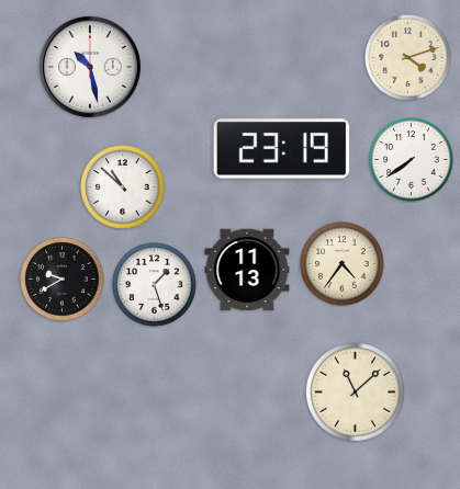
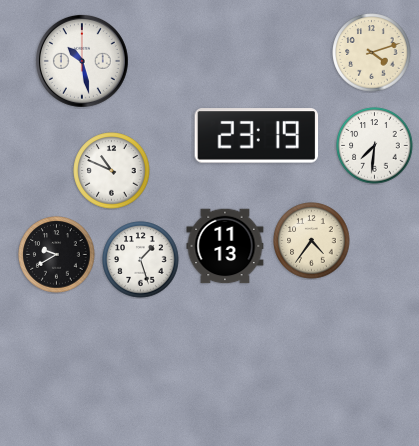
clock at (412, 160): 7:39 -> 7:31
clock at (123, 187): 10:52 -> 10:49
clock at (356, 393): 11:08 -> none
